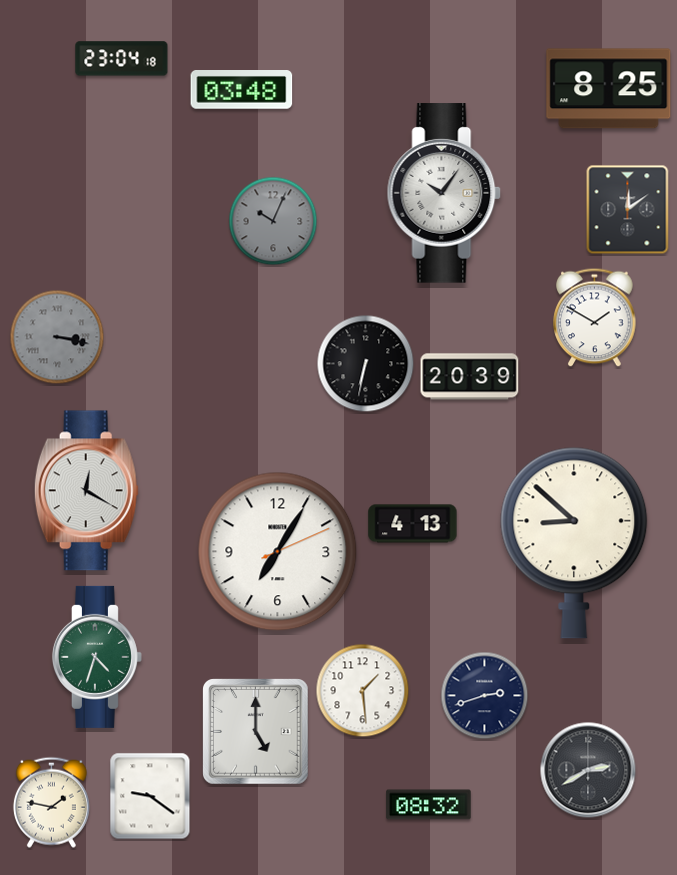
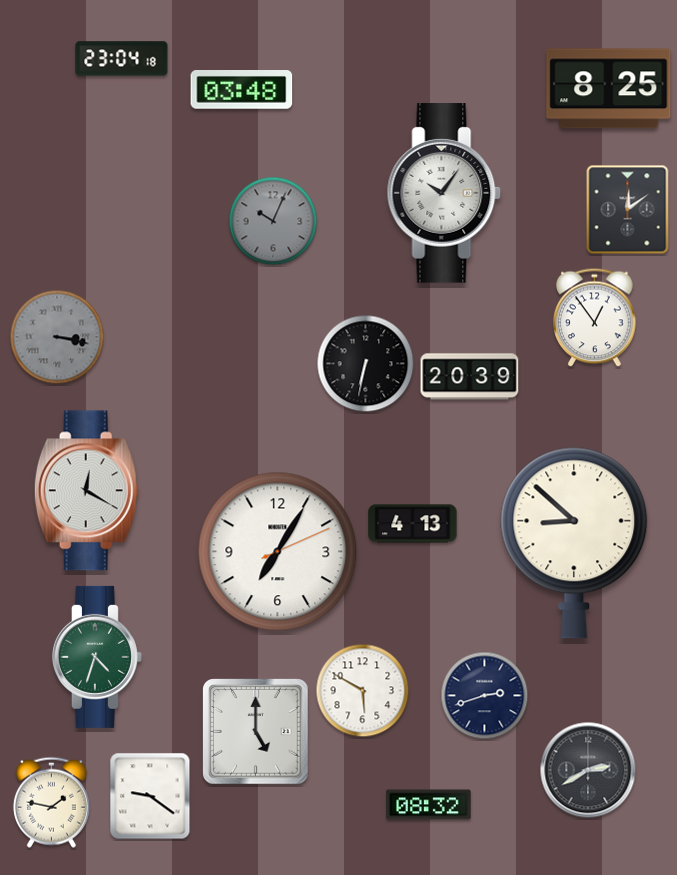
clock at (595, 318): 1:50 -> 12:54
clock at (363, 691): 1:29 -> 5:50
